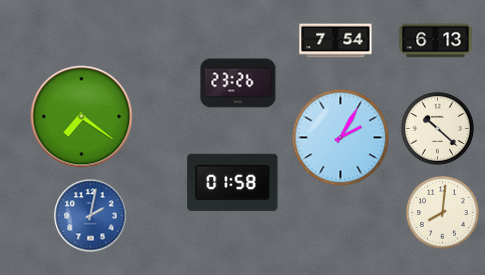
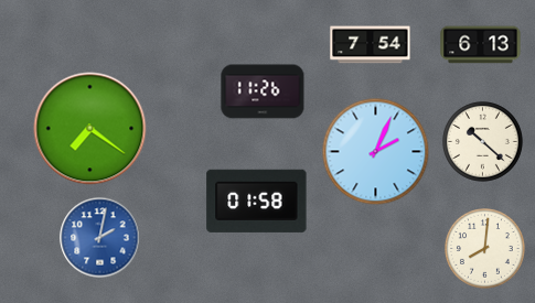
clock at (238, 83): 23:26 -> 11:26
clock at (341, 138): 2:05 -> 2:04
clock at (443, 213) position: (443, 213) -> (485, 249)
